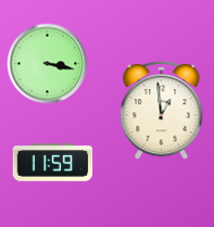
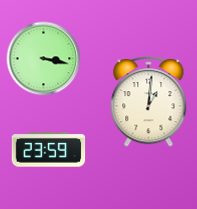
clock at (162, 111): 12:59 -> 1:01
clock at (53, 163): 11:59 -> 23:59
